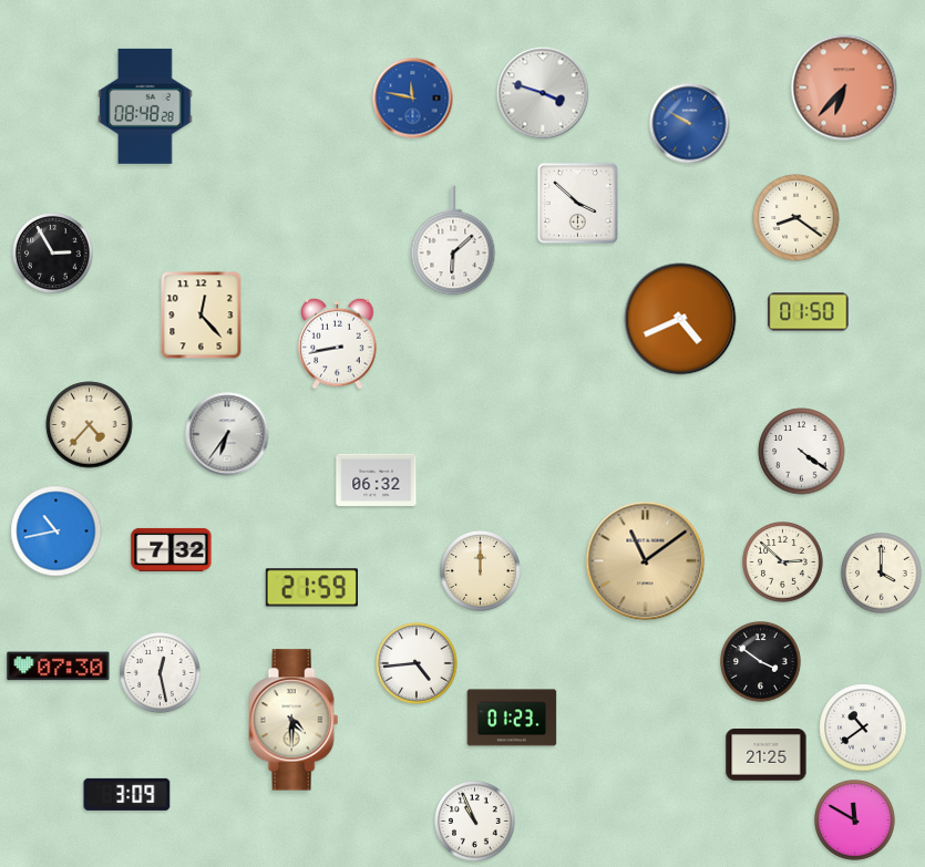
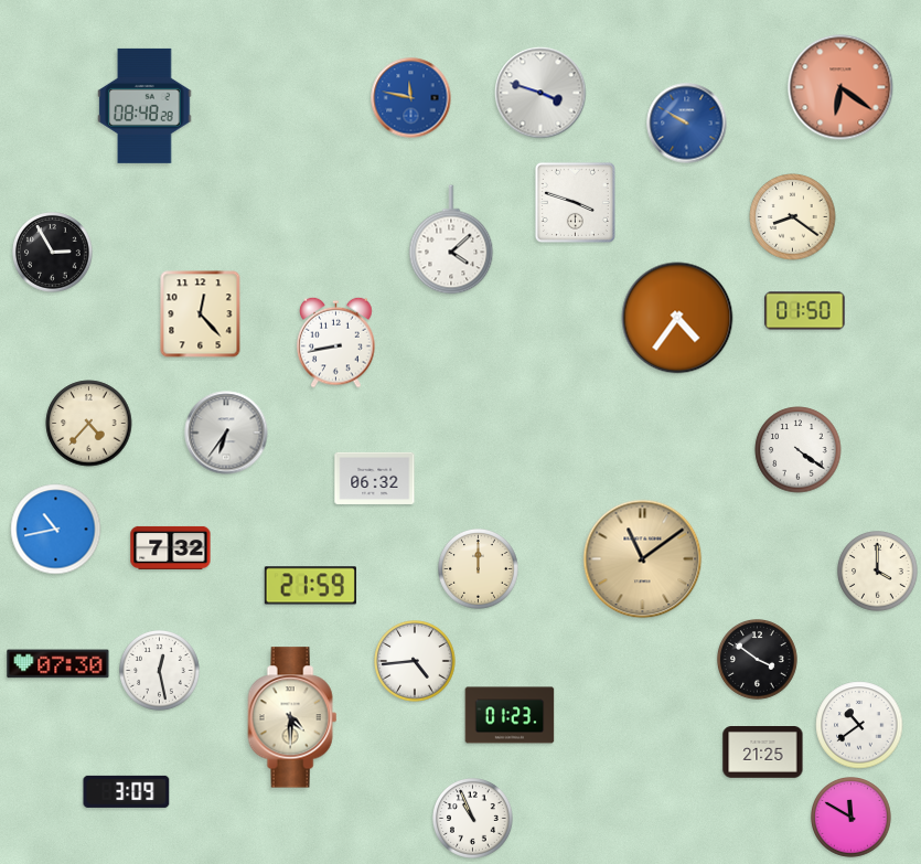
clock at (844, 87): 6:37 -> 6:21
clock at (577, 203): 3:52 -> 3:48
clock at (453, 240): 6:08 -> 4:08
clock at (680, 319): 4:41 -> 4:36
clock at (783, 562): 2:52 -> none
